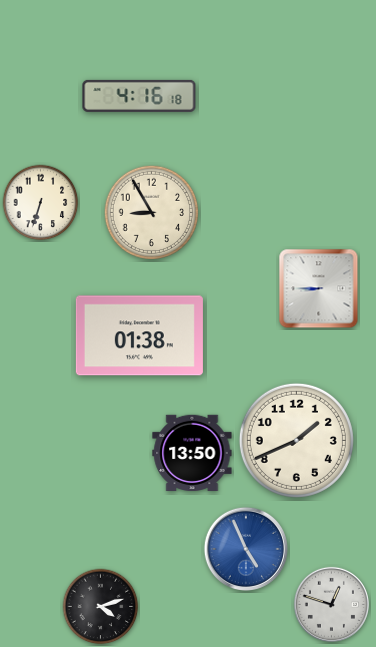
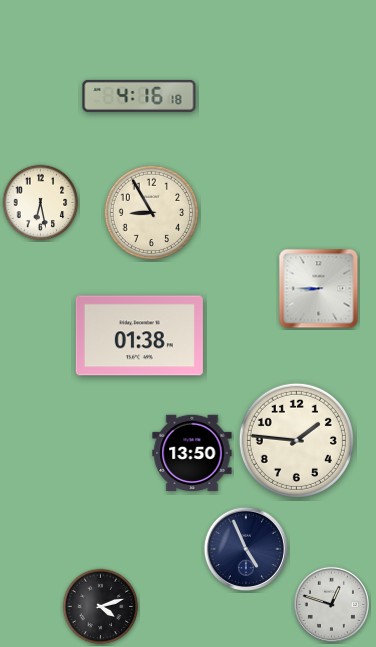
clock at (41, 203): 6:33 -> 6:28
clock at (296, 440): 1:41 -> 1:46
clock at (245, 548) dial: blue -> navy
